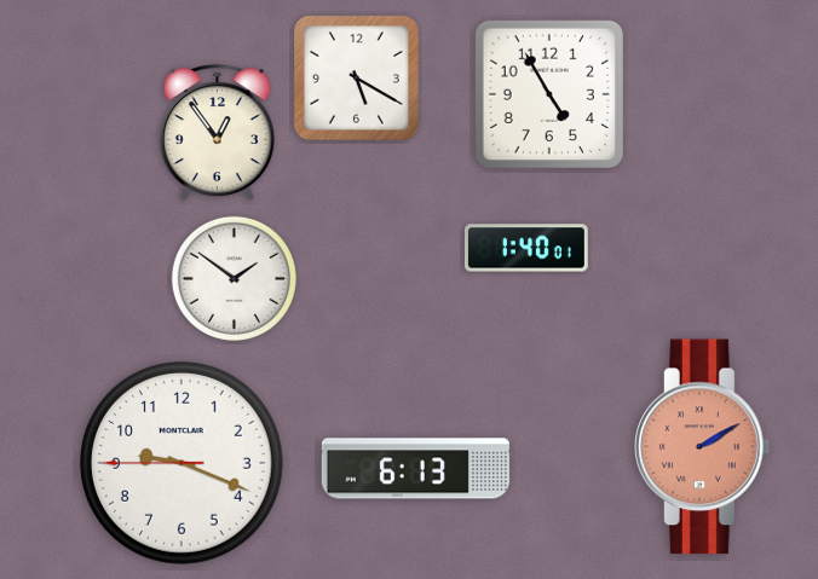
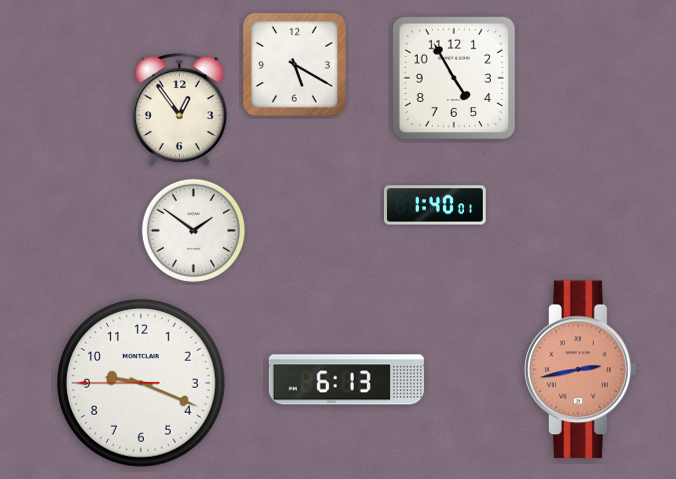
clock at (703, 447): 2:10 -> 2:43
clock at (183, 464) position: (183, 464) -> (142, 384)
clock at (415, 469) position: (415, 469) -> (346, 380)
